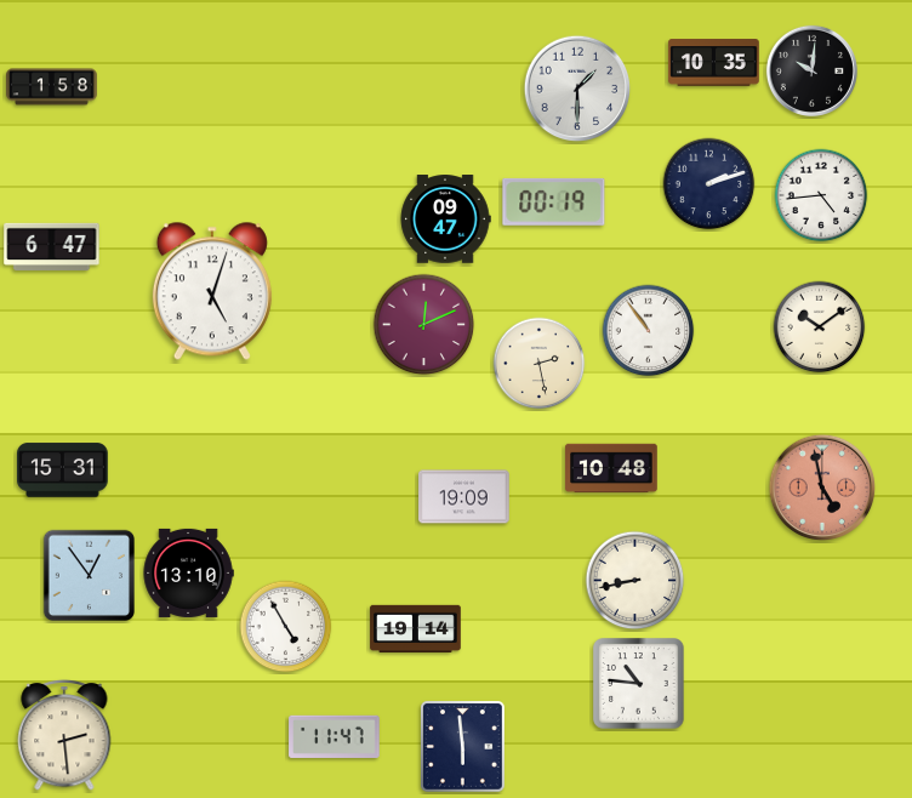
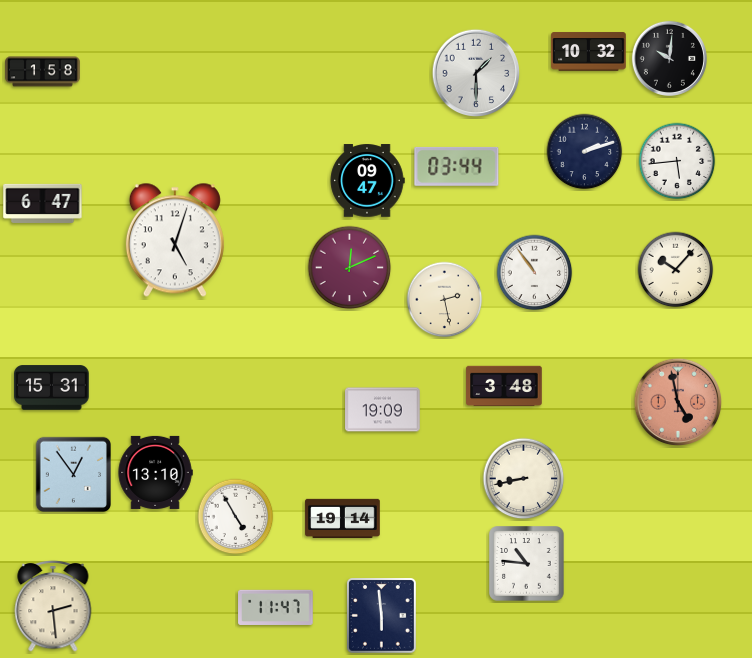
clock at (714, 63): 10:35 -> 10:32
clock at (821, 195): 4:44 -> 5:44
clock at (554, 201): 00:19 -> 03:44
clock at (820, 327): 10:09 -> 10:07
clock at (611, 468): 10:48 -> 3:48
